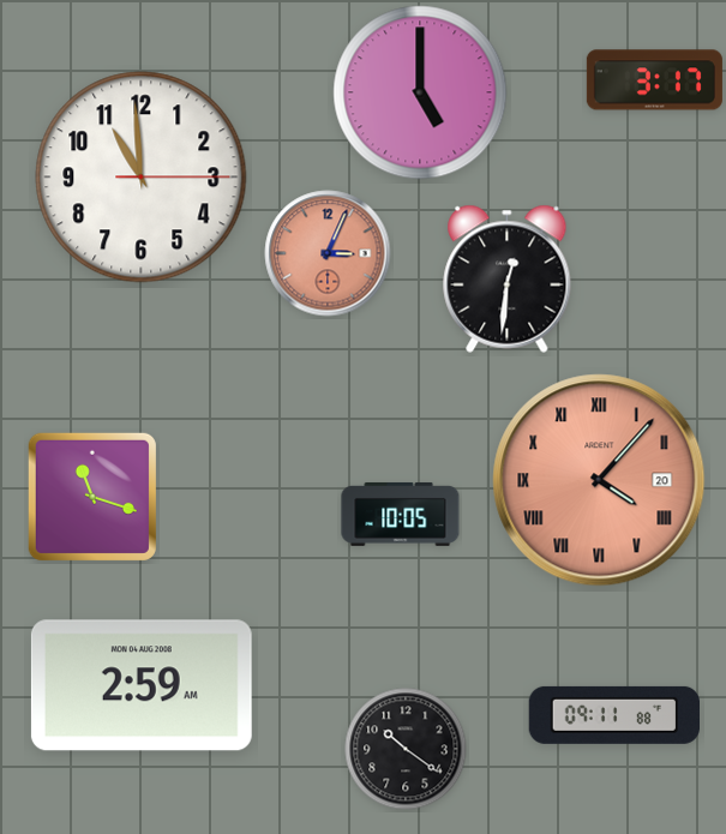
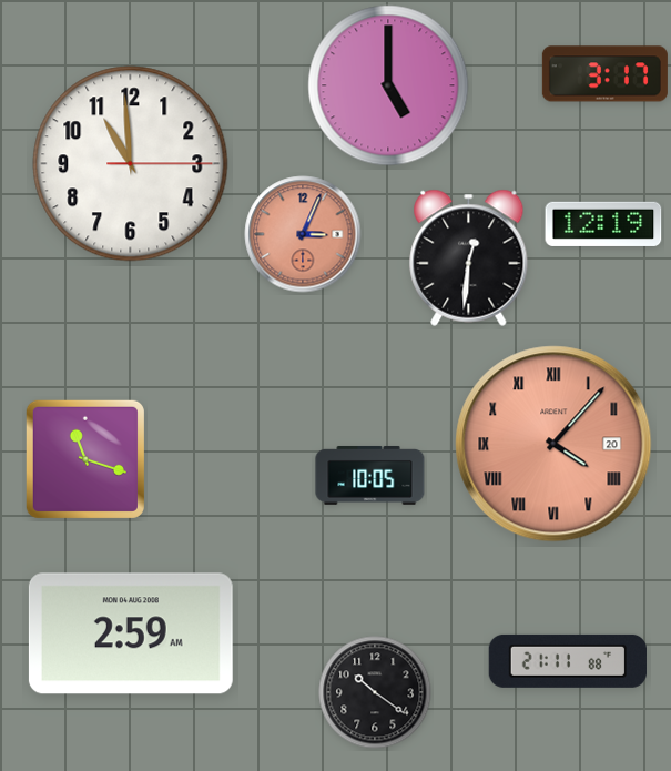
clock at (603, 224): none -> 12:19
clock at (613, 715): 09:11 -> 21:11
